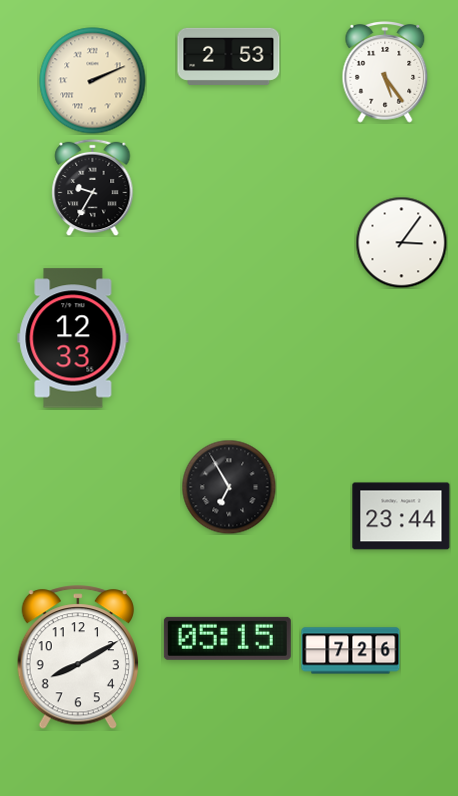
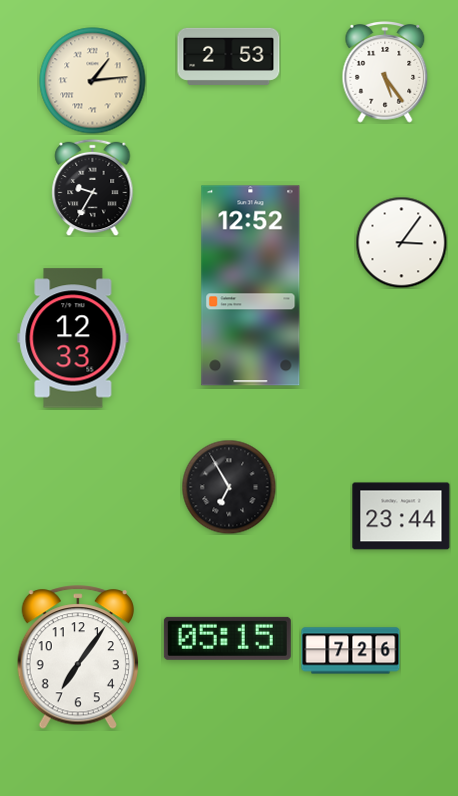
clock at (93, 81): 2:11 -> 1:14
clock at (251, 286): none -> 12:52
clock at (78, 658): 8:10 -> 7:06
